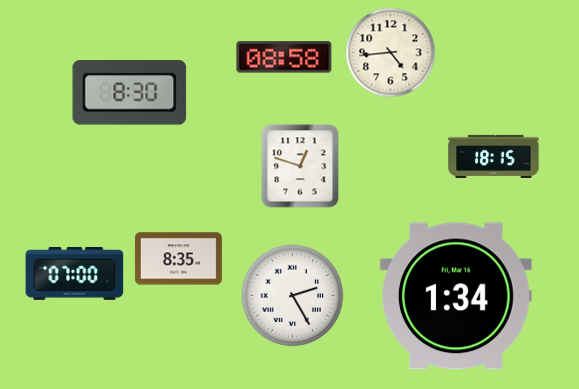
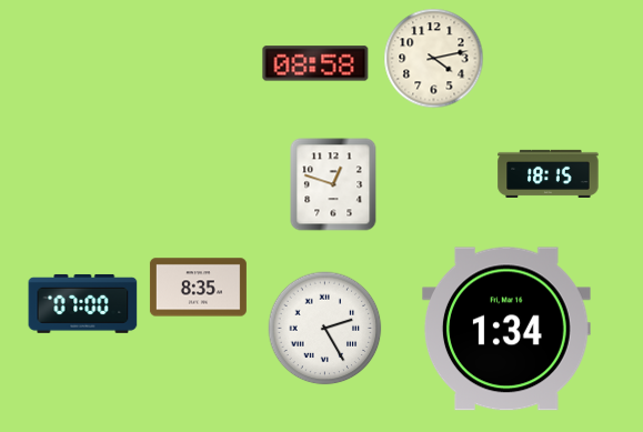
clock at (391, 53): 4:44 -> 4:13
clock at (130, 93): 8:30 -> none
